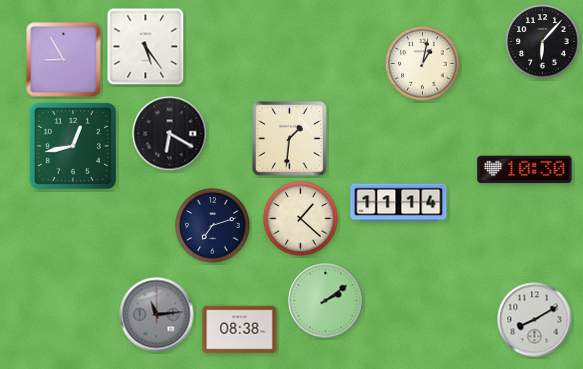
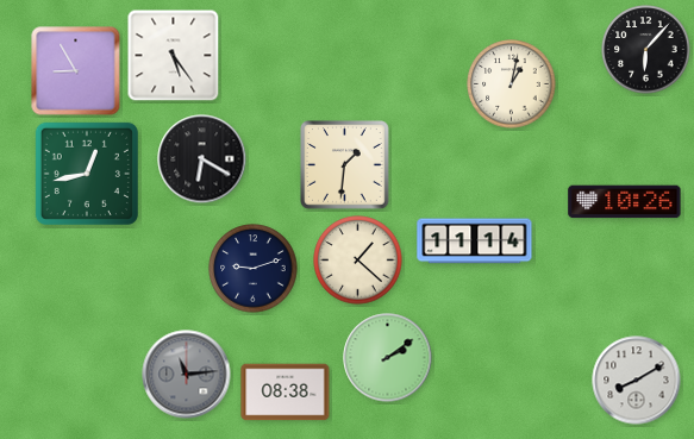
clock at (423, 64) position: (423, 64) -> (512, 84)
clock at (525, 170): 10:30 -> 10:26
clock at (213, 226): 7:12 -> 9:12
